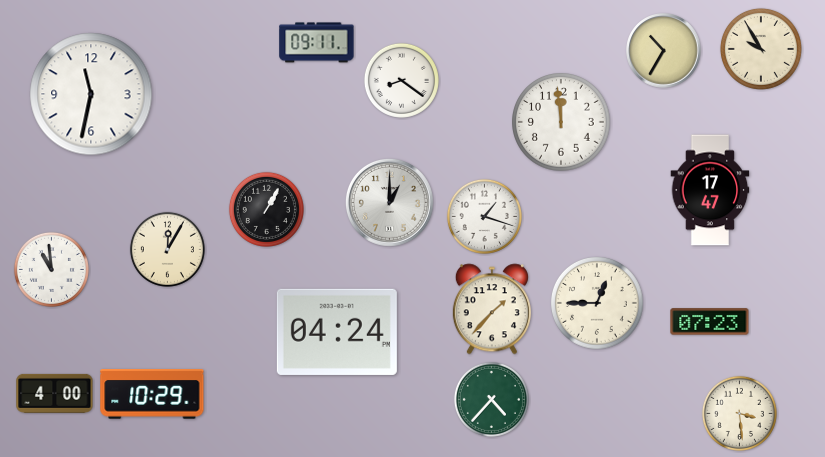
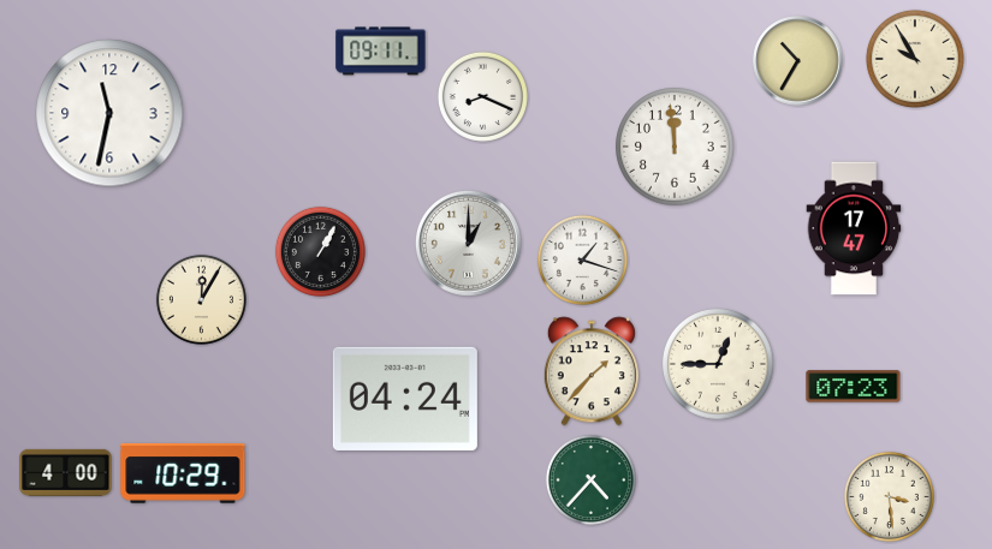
clock at (401, 80): 8:21 -> 8:19
clock at (51, 269): 10:59 -> none
